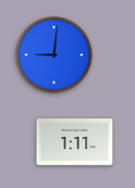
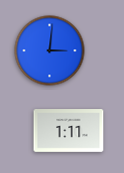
clock at (54, 55): 9:01 -> 3:01
